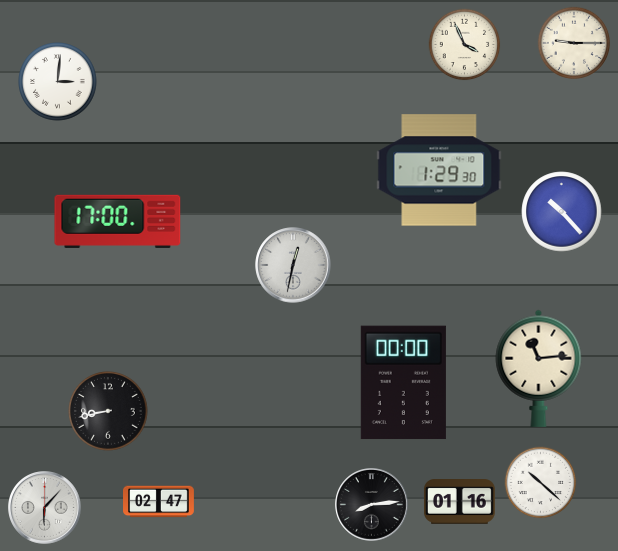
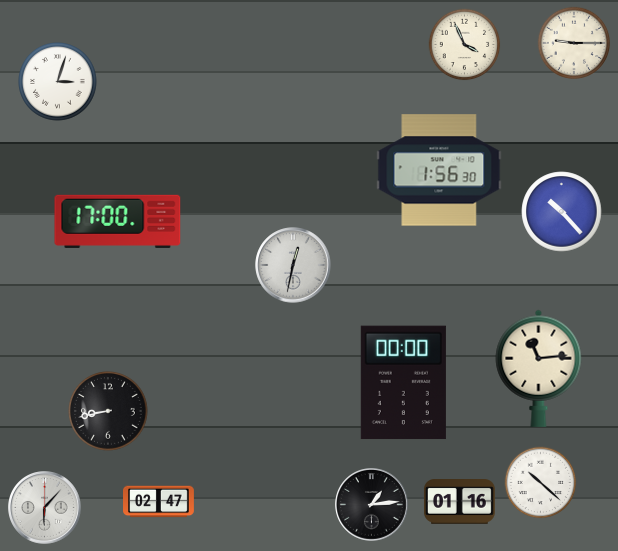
clock at (58, 82): 3:01 -> 3:03
clock at (439, 170): 1:29 -> 1:56
clock at (372, 505): 8:14 -> 1:14
